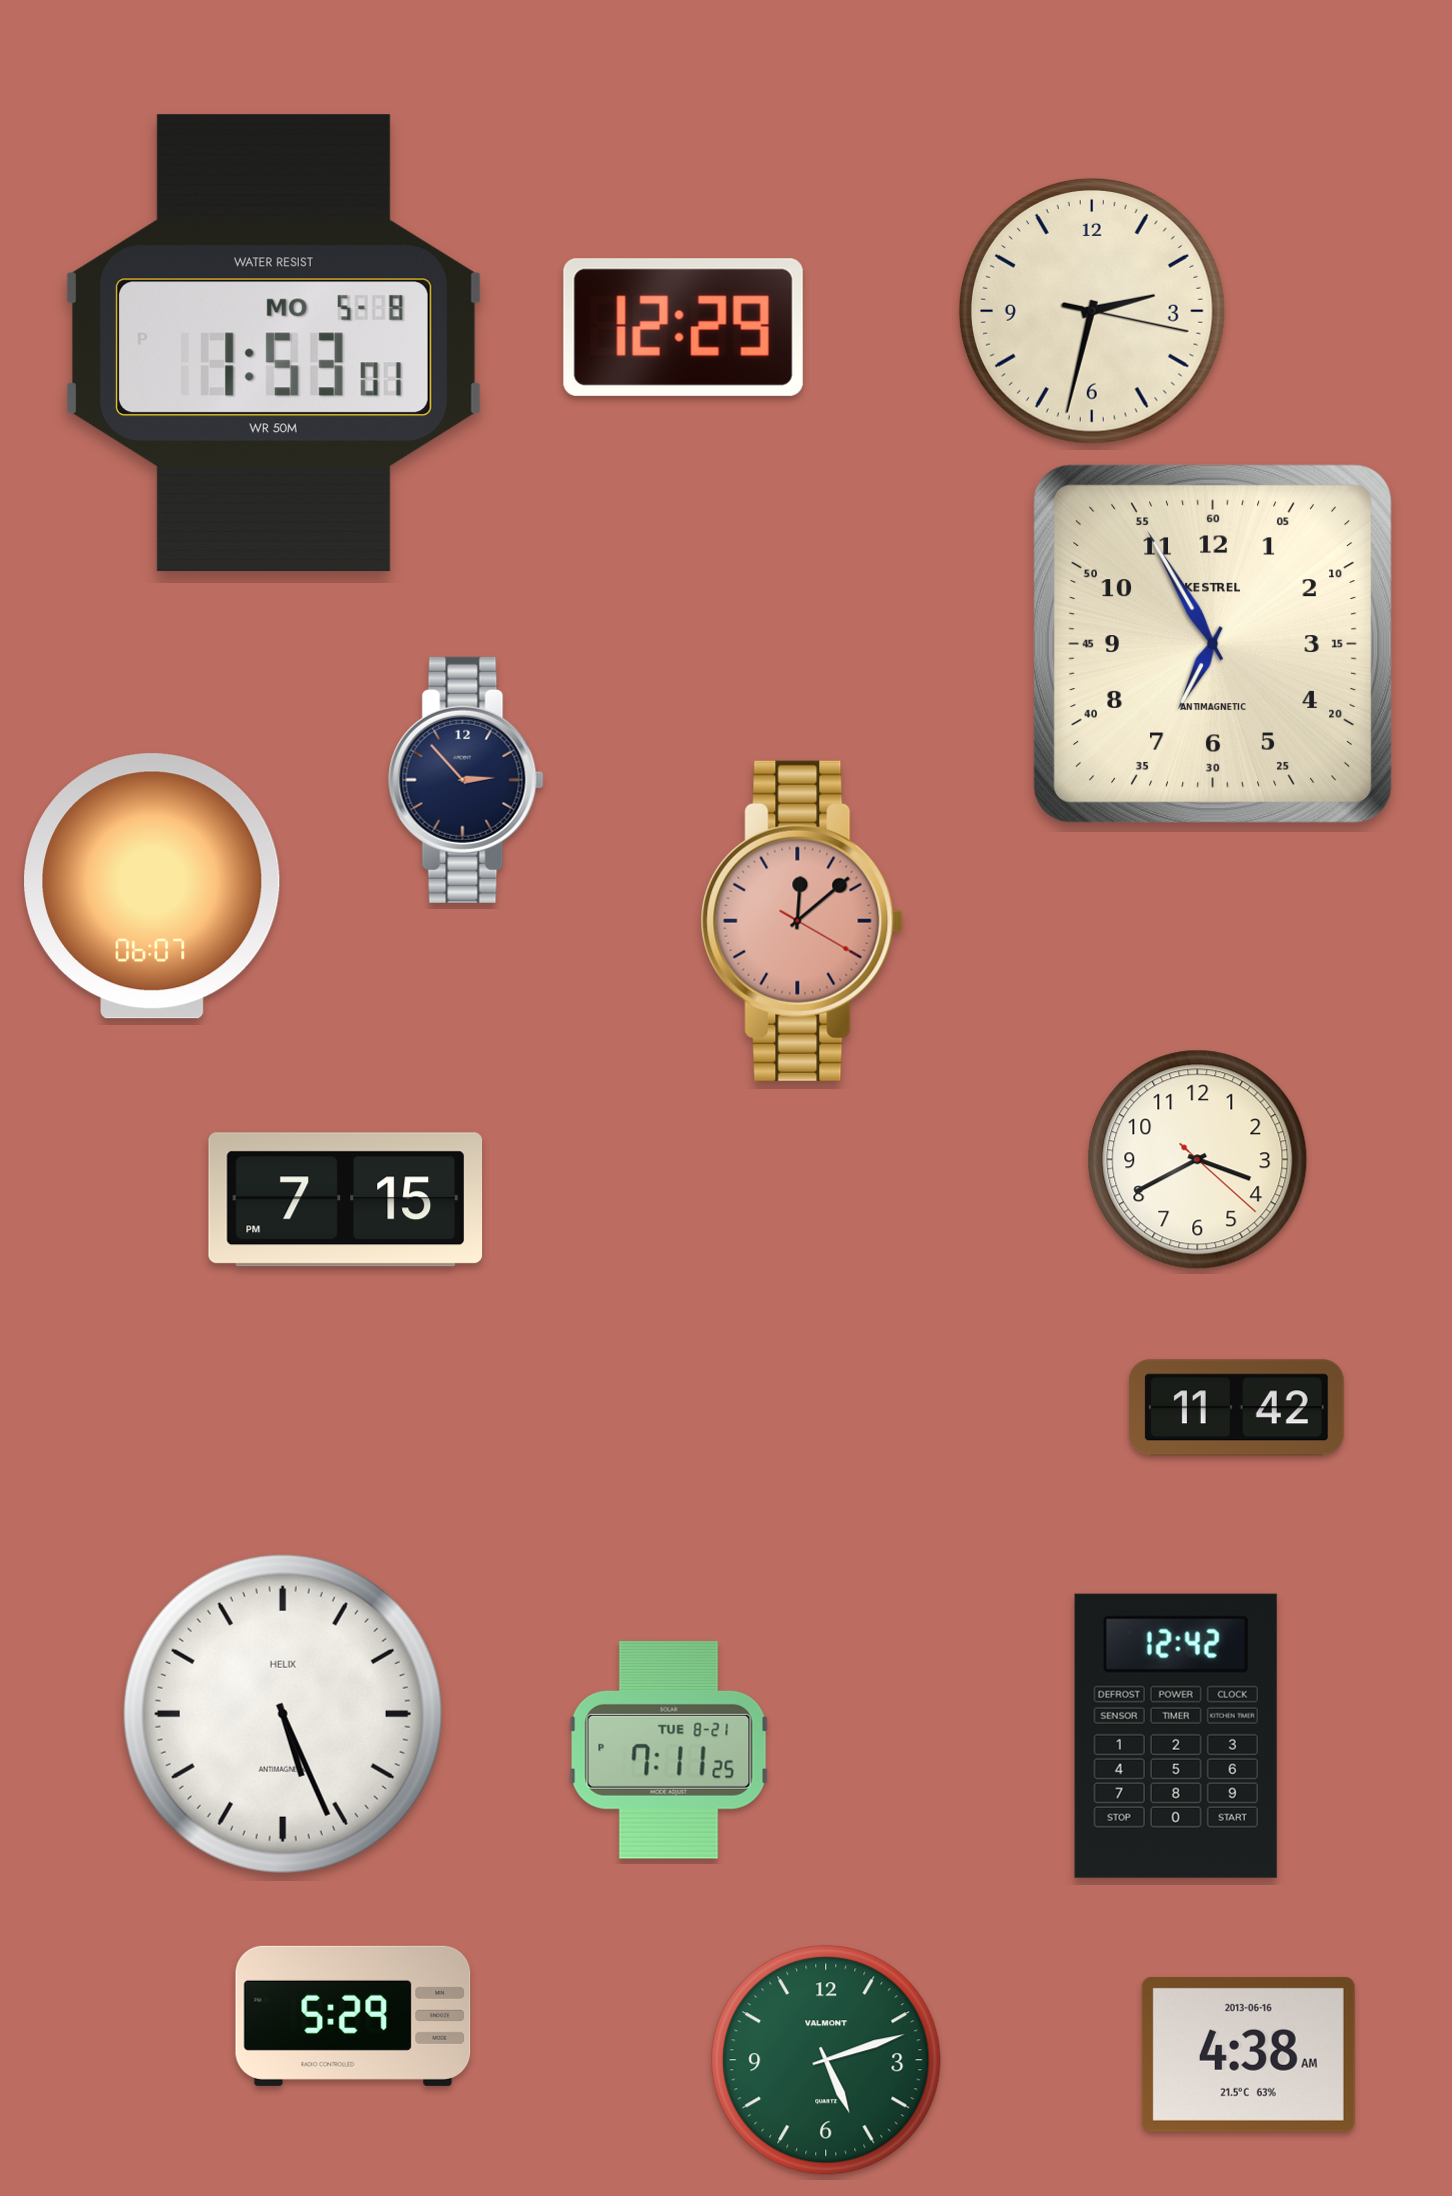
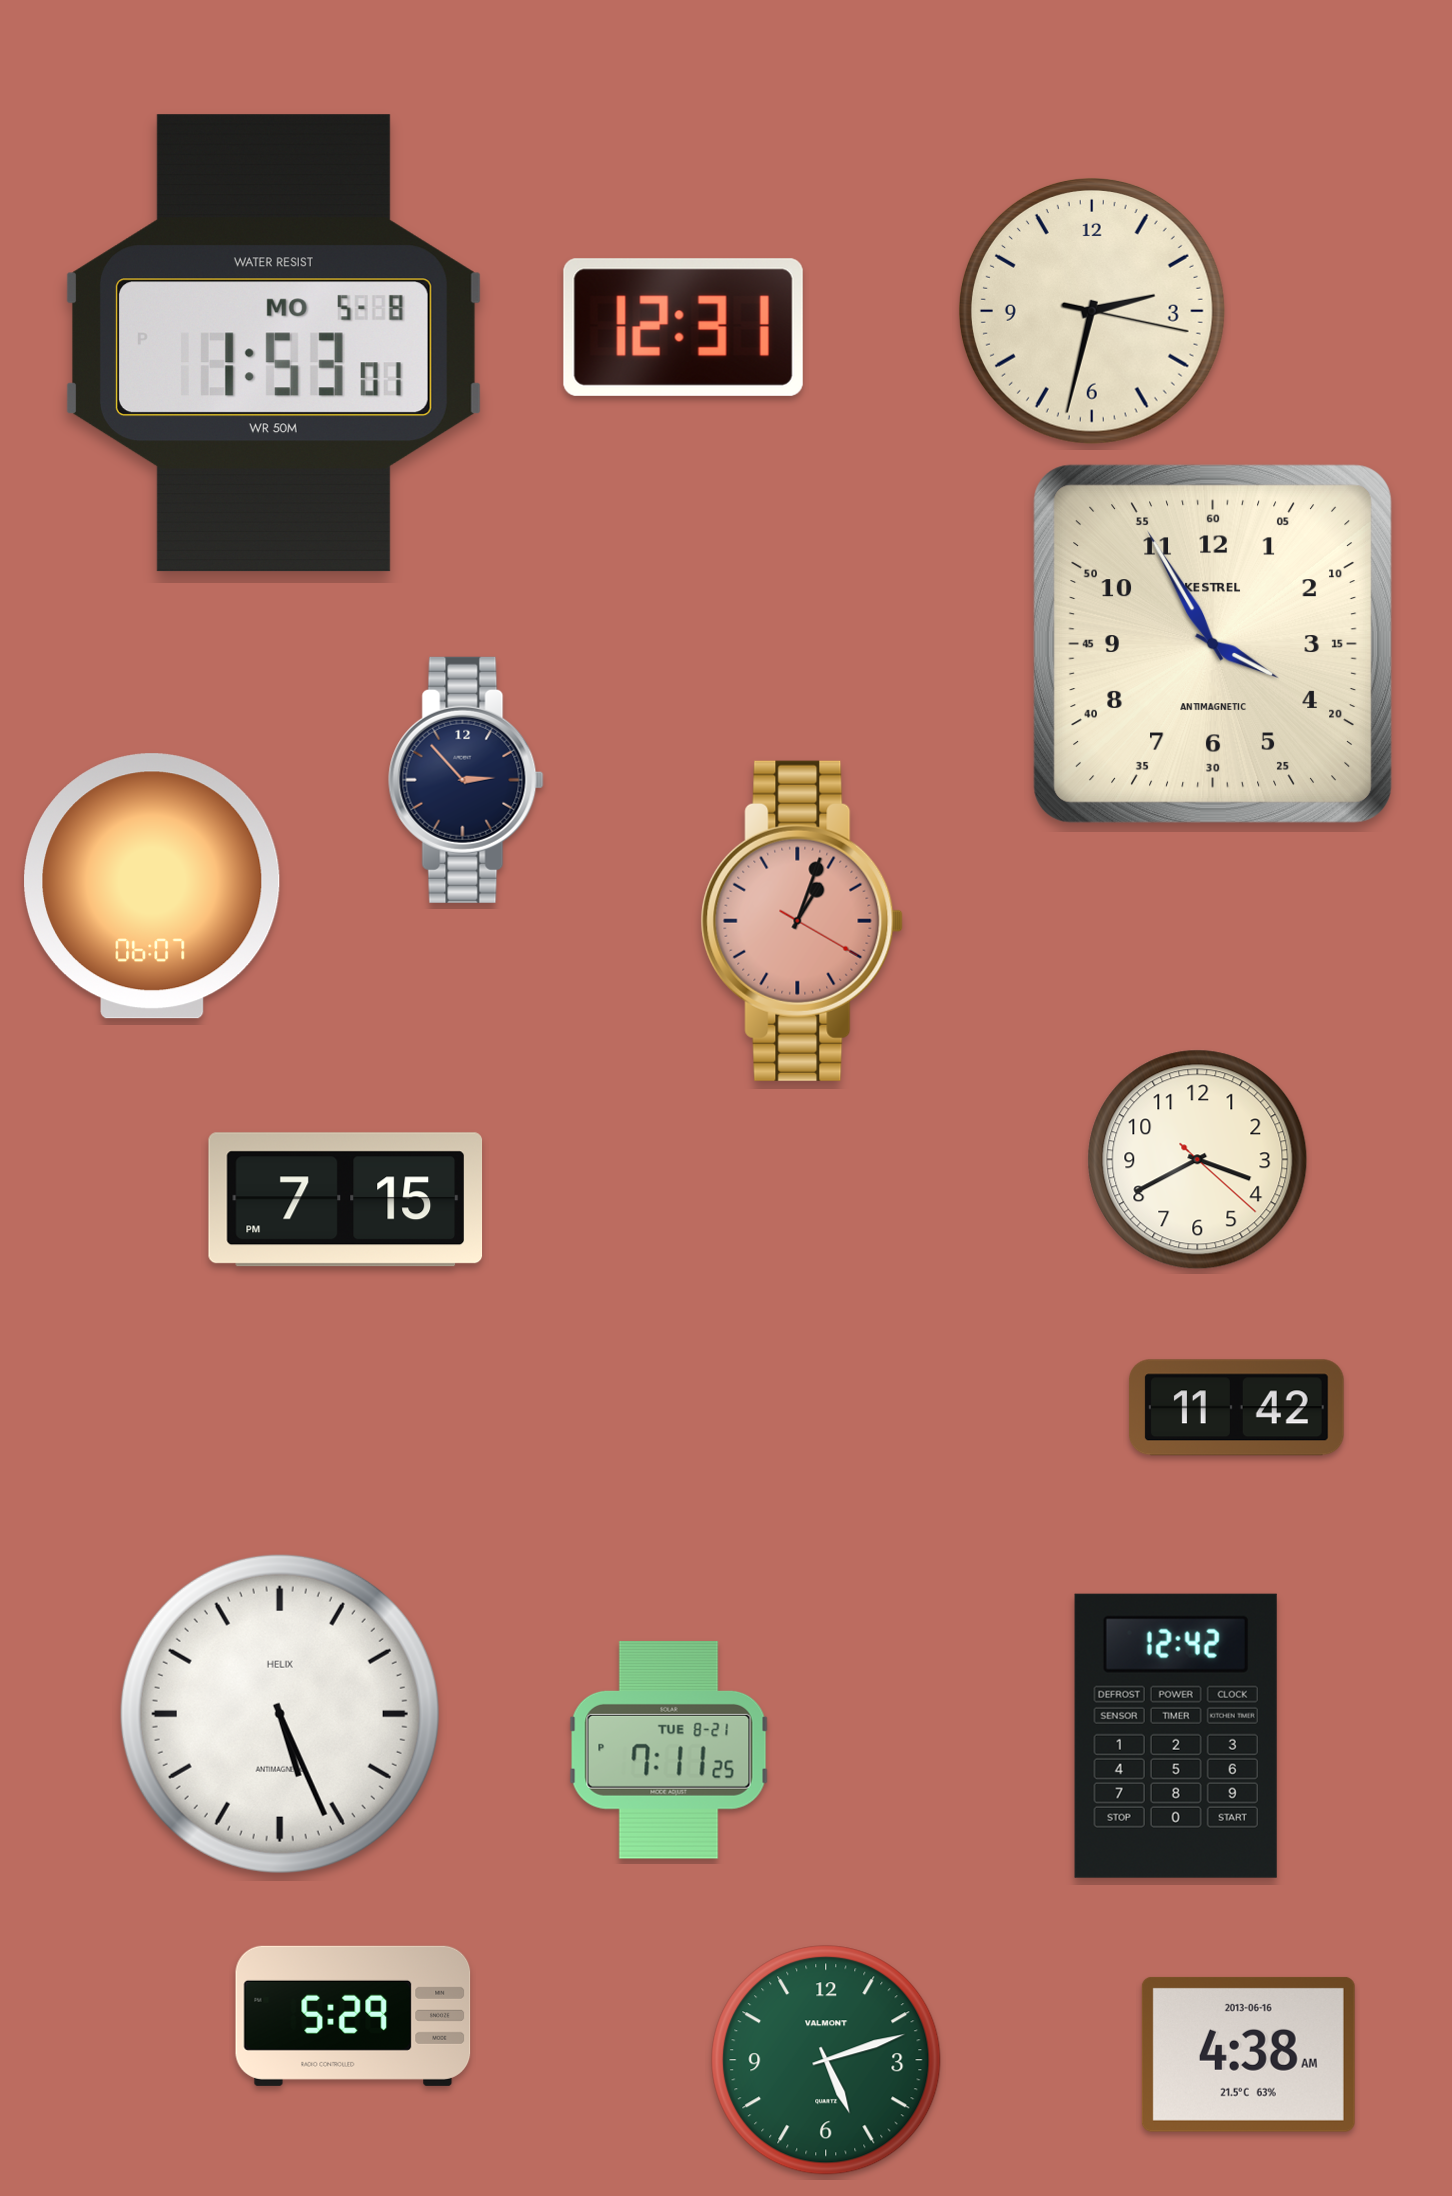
clock at (683, 327): 12:29 -> 12:31
clock at (1214, 645): 6:55 -> 3:55
clock at (802, 921): 12:08 -> 1:03
clock at (283, 1714) position: (283, 1714) -> (280, 1714)
